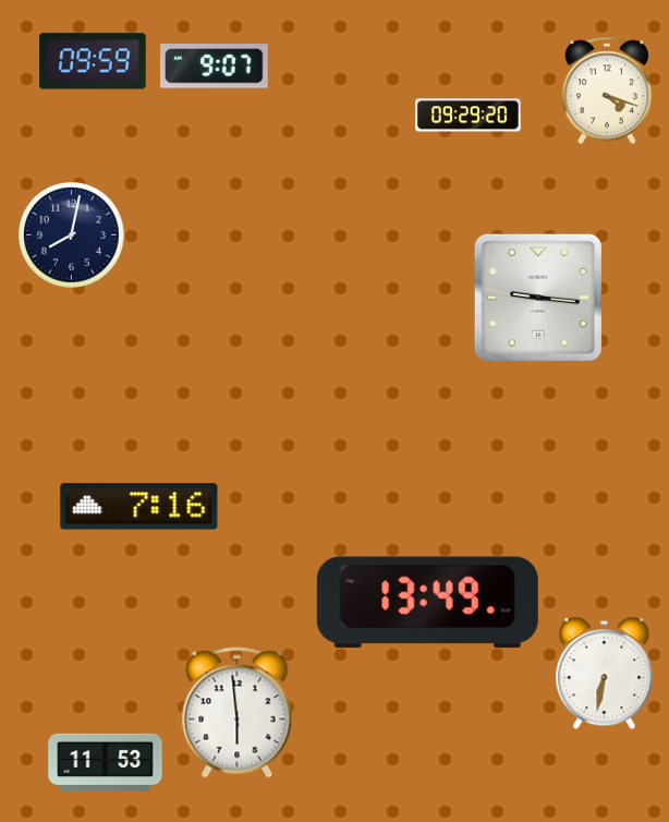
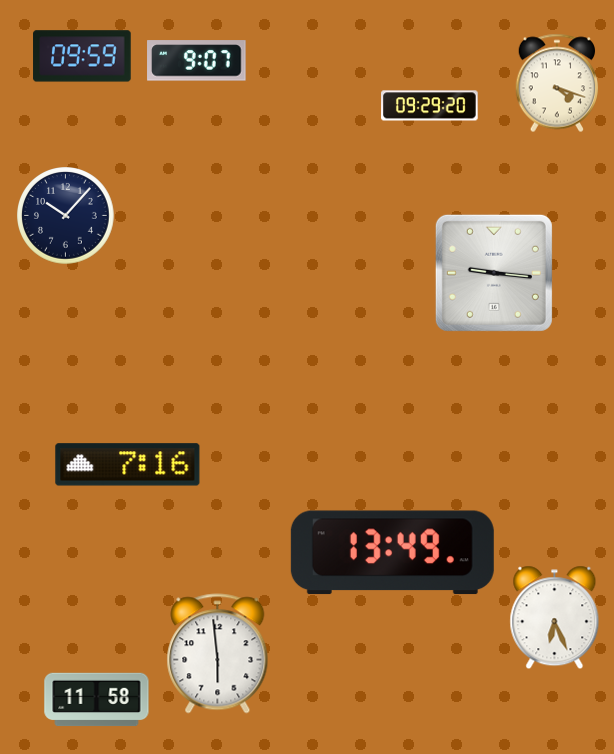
clock at (93, 61) position: (93, 61) -> (82, 56)
clock at (72, 235): 8:02 -> 10:07
clock at (605, 674): 6:32 -> 6:26
clock at (106, 763): 11:53 -> 11:58
